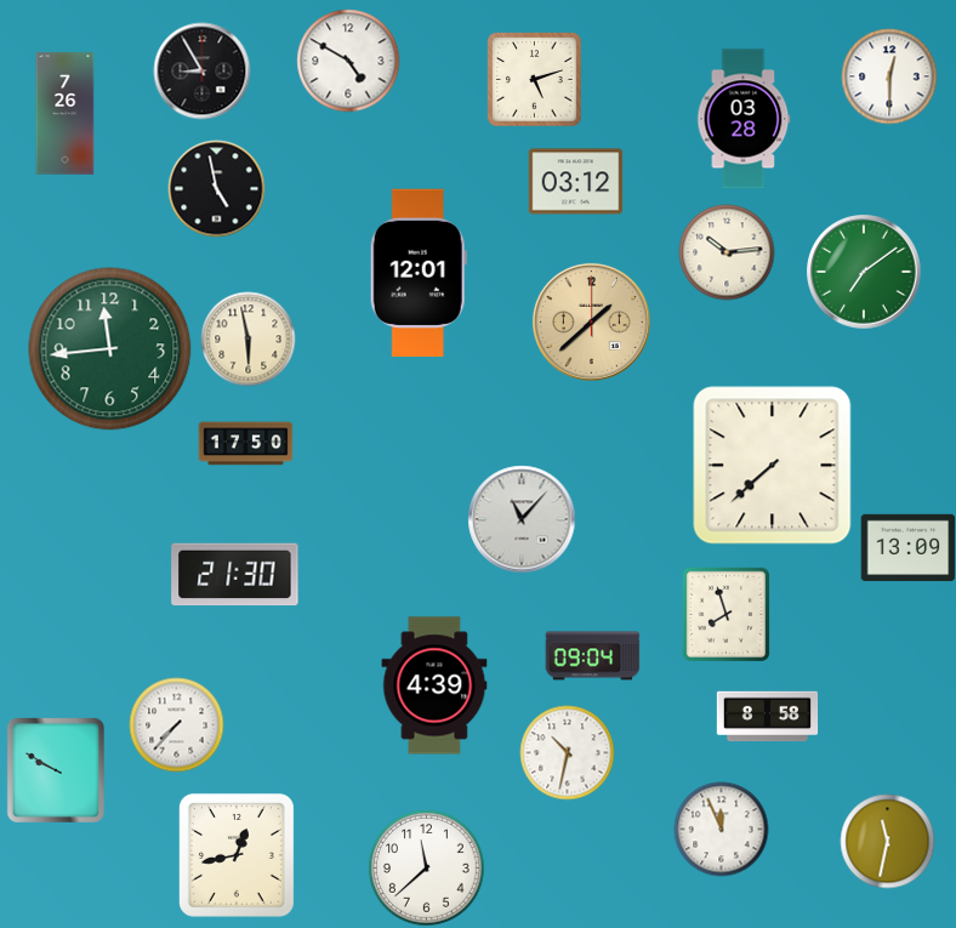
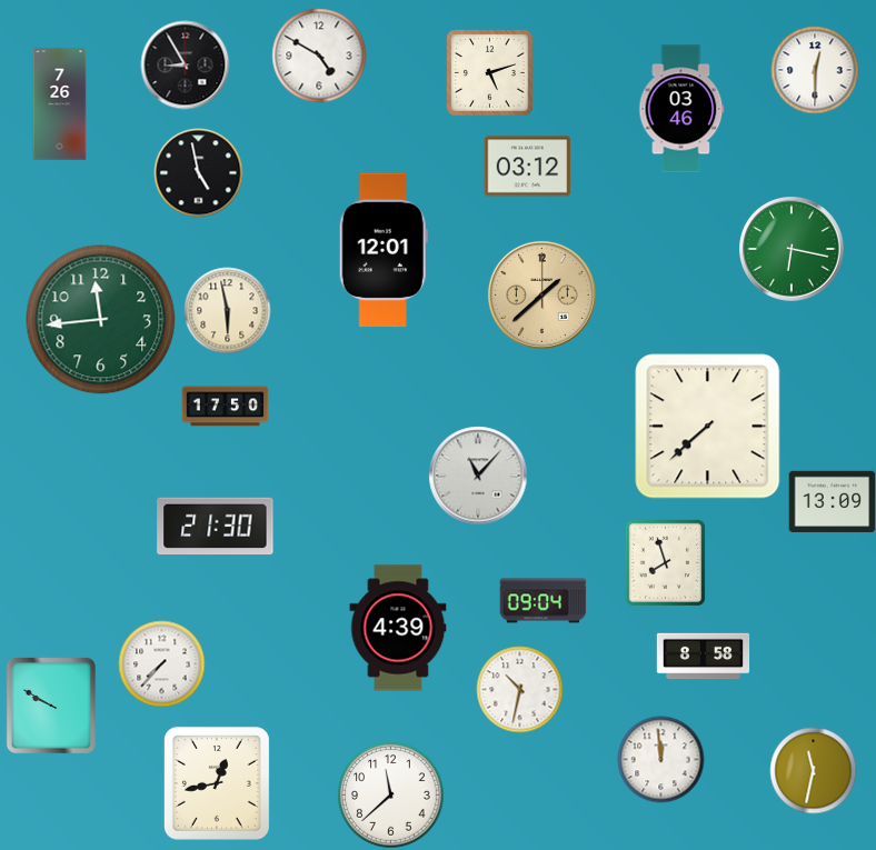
clock at (744, 119): 03:28 -> 03:46
clock at (727, 252): 10:14 -> none
clock at (864, 272): 7:09 -> 6:17
clock at (721, 829): 11:56 -> 11:59
